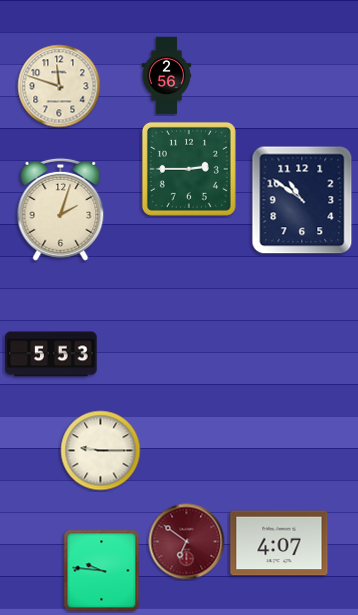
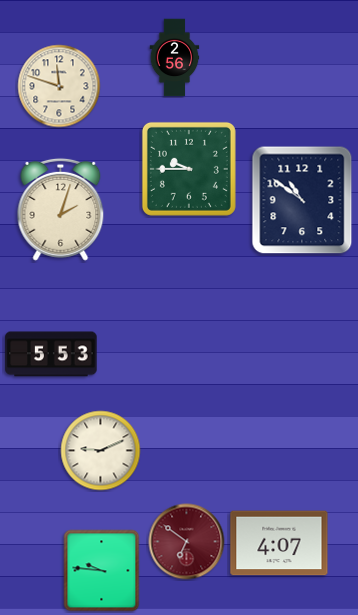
clock at (167, 76) position: (167, 76) -> (175, 58)
clock at (189, 169): 2:45 -> 9:45
clock at (101, 451): 9:15 -> 9:11
